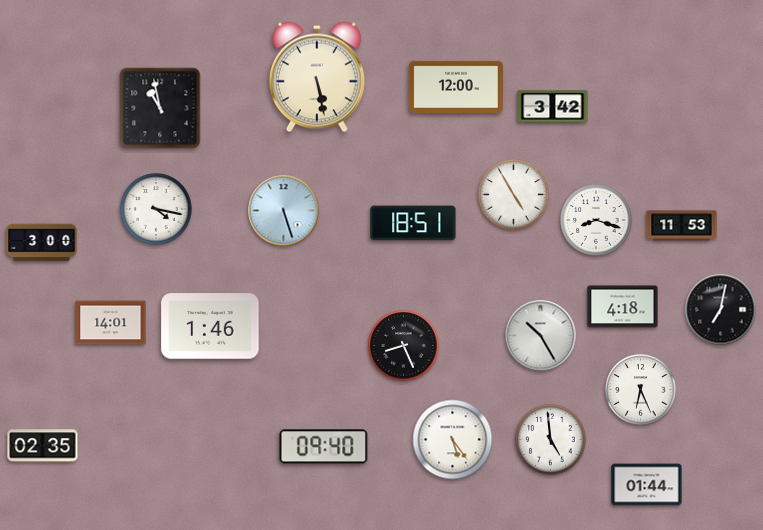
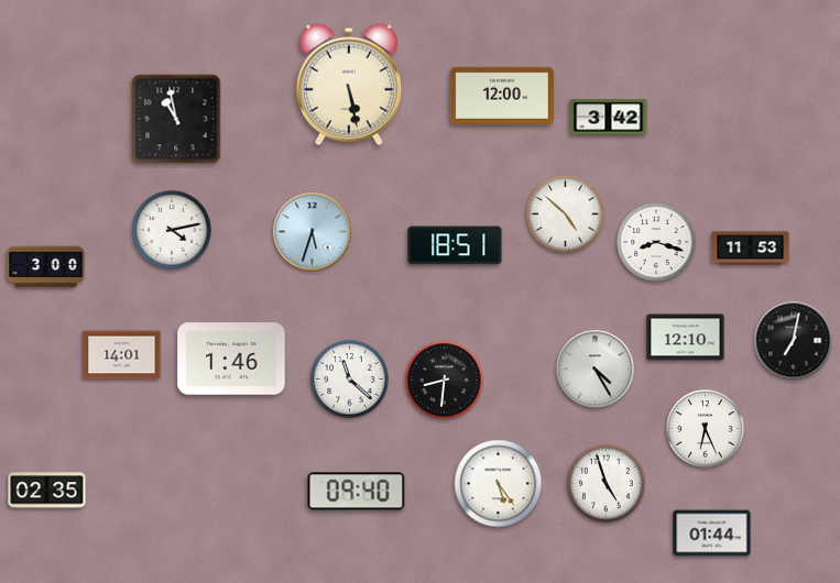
clock at (514, 195): 4:55 -> 4:52
clock at (156, 209): 4:17 -> 4:13
clock at (284, 211): 5:27 -> 5:33
clock at (623, 307): 4:18 -> 12:10
clock at (541, 336): 10:25 -> 4:25
clock at (350, 380): none -> 11:22
clock at (404, 346): 8:26 -> 8:31
clock at (551, 440): 4:59 -> 4:57
